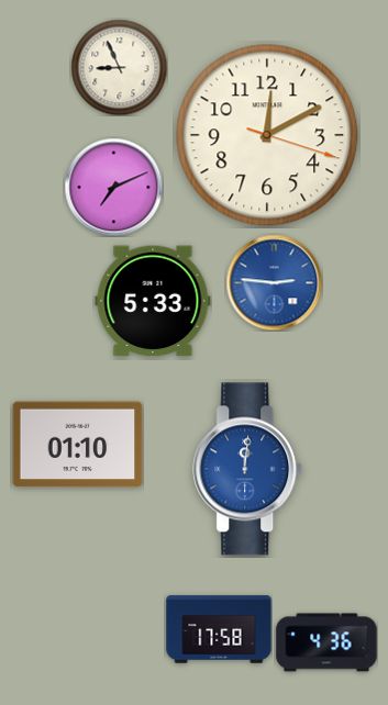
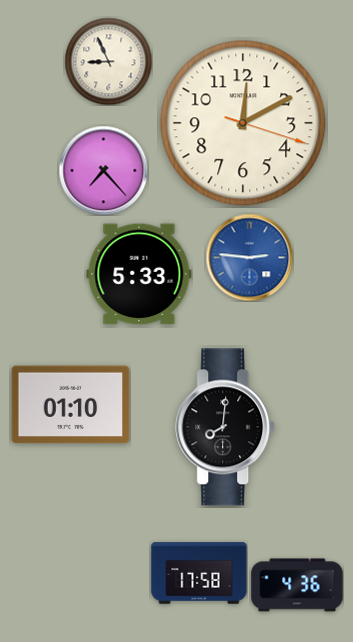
clock at (113, 187): 7:11 -> 7:23
clock at (248, 469): 12:01 -> 8:01
clock at (248, 469) dial: blue -> black
